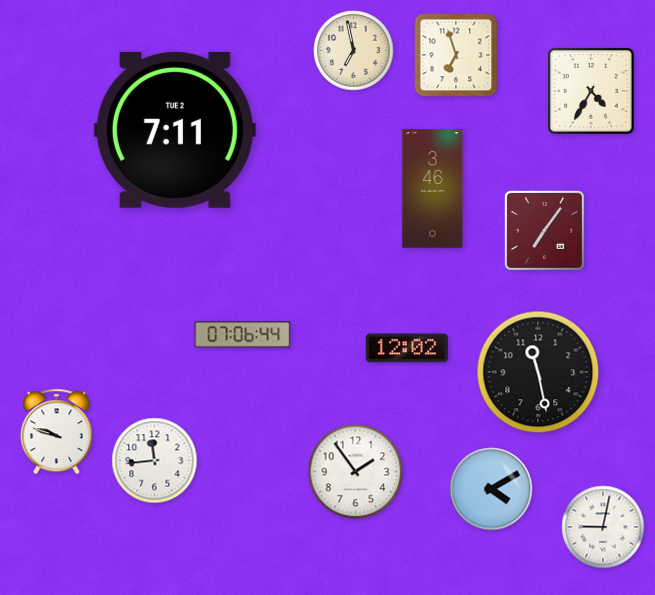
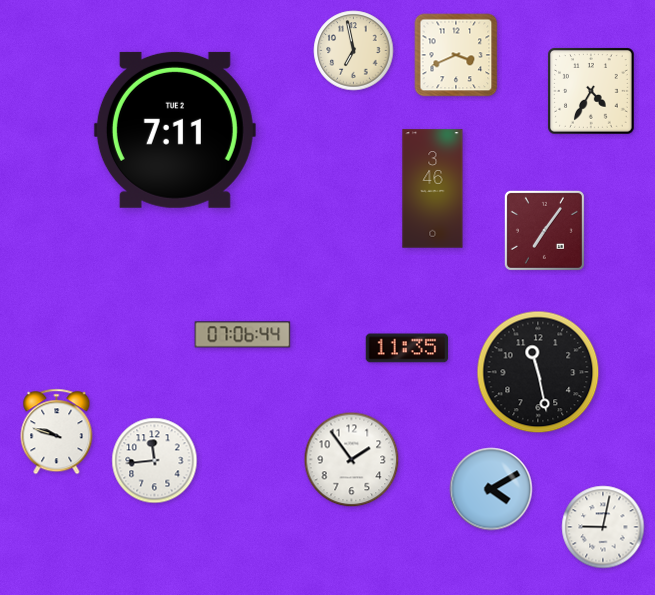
clock at (456, 55): 6:57 -> 3:41
clock at (407, 348): 12:02 -> 11:35
clock at (356, 472) position: (356, 472) -> (352, 460)
